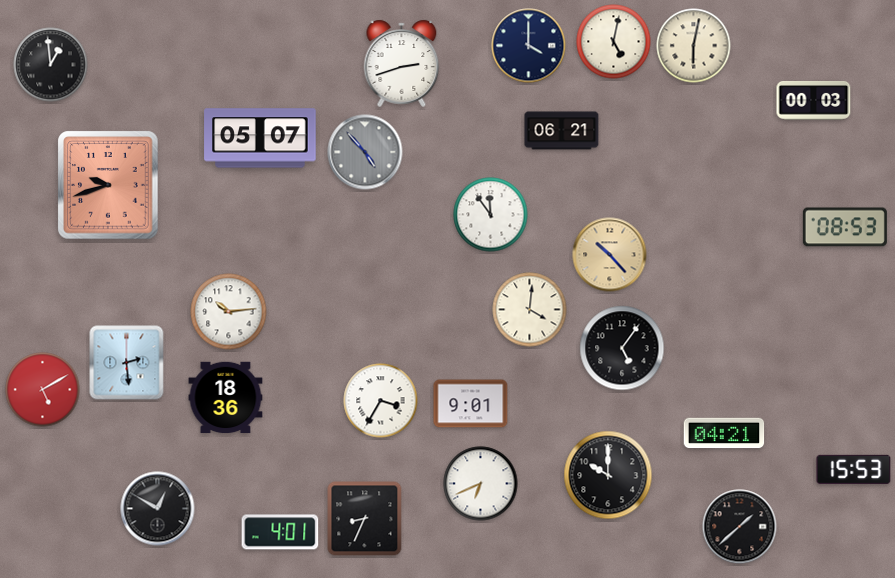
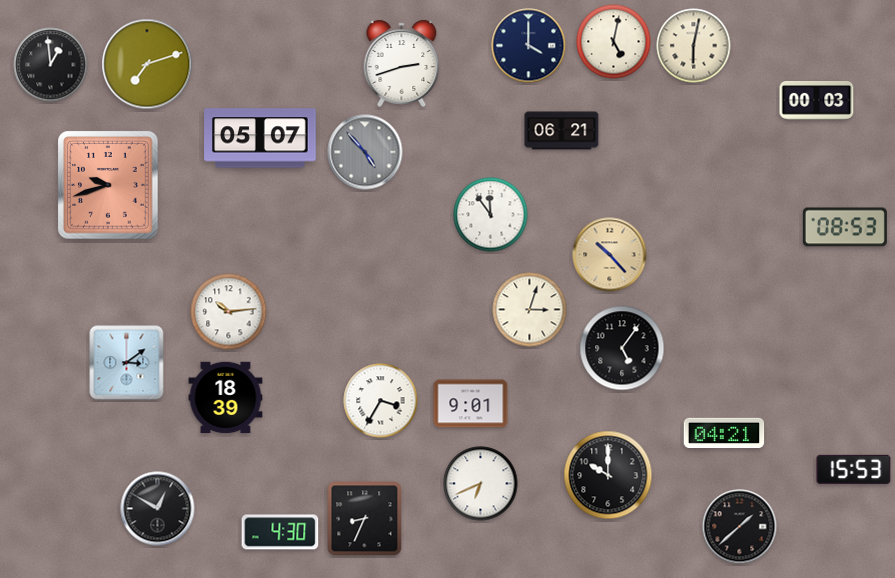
clock at (147, 64): none -> 7:12
clock at (814, 100) position: (814, 100) -> (817, 100)
clock at (530, 310): 4:01 -> 3:03
clock at (127, 363): 2:29 -> 3:09
clock at (43, 390): 5:10 -> none
clock at (226, 398): 18:36 -> 18:39
clock at (280, 532): 4:01 -> 4:30
